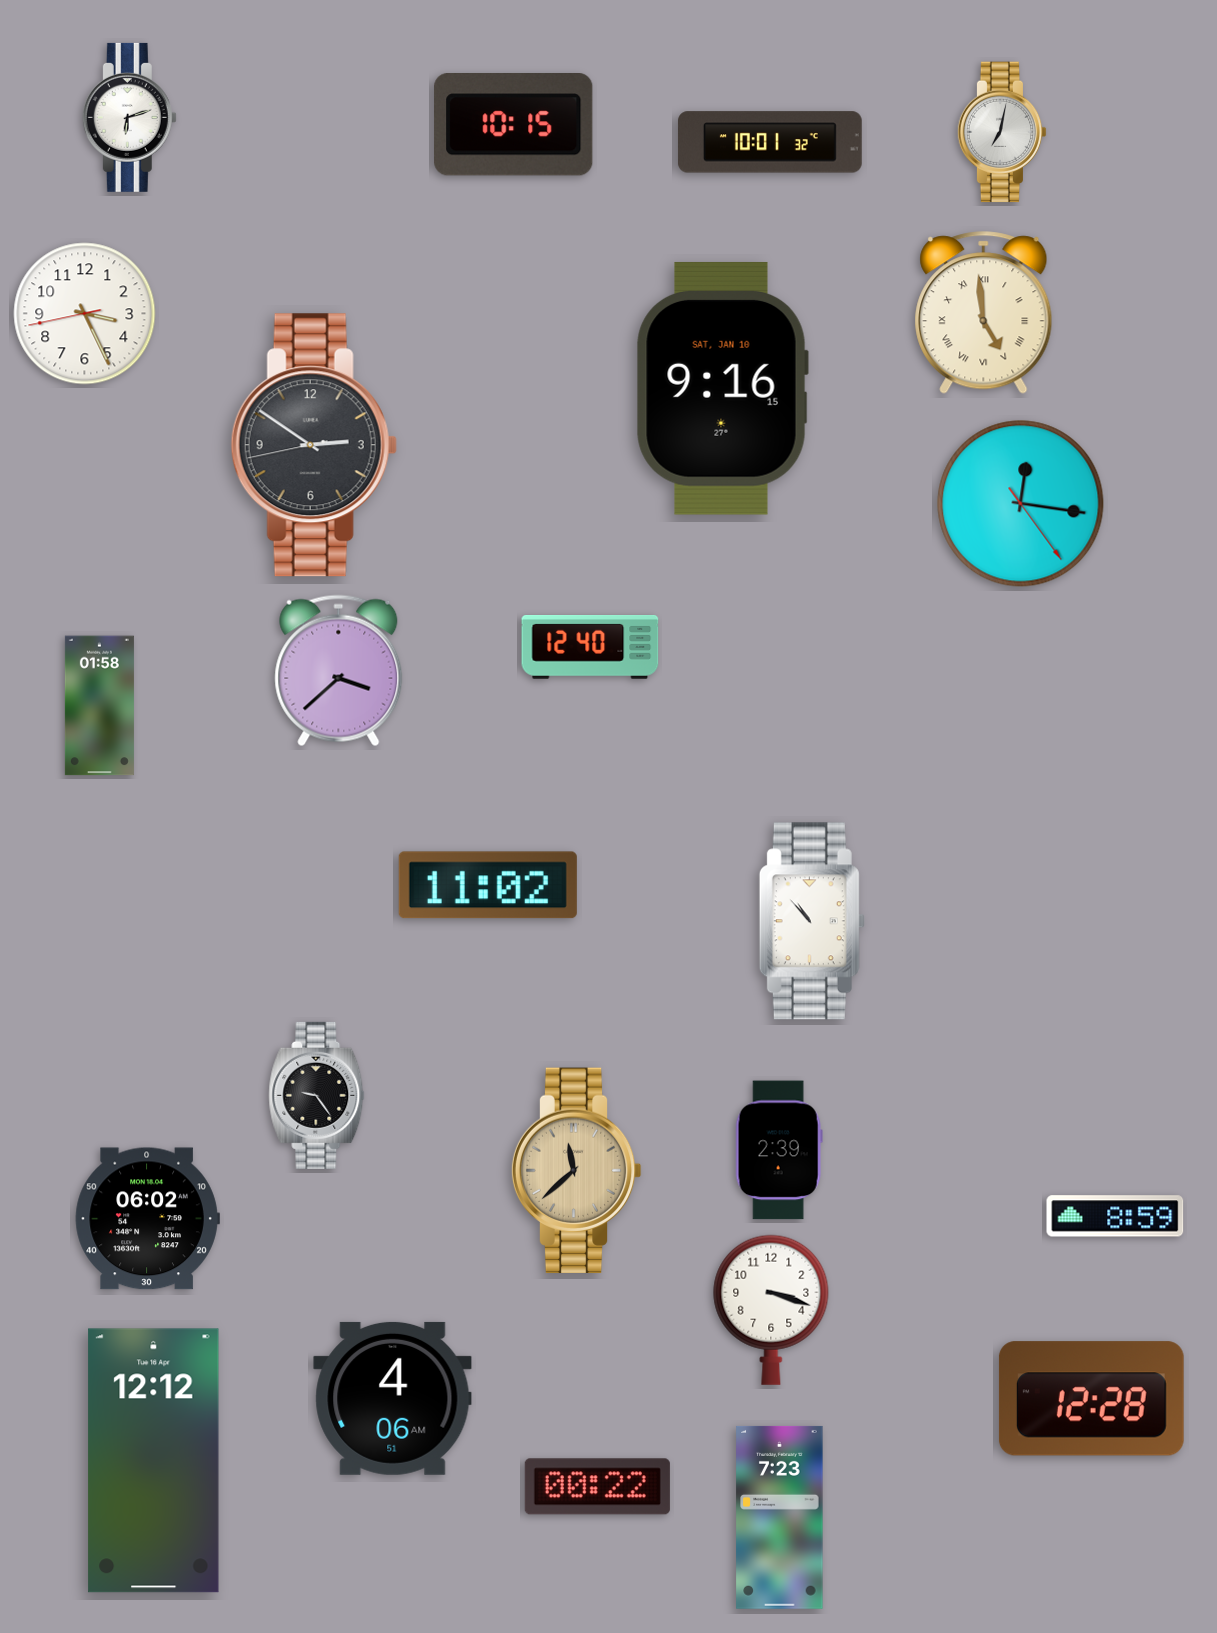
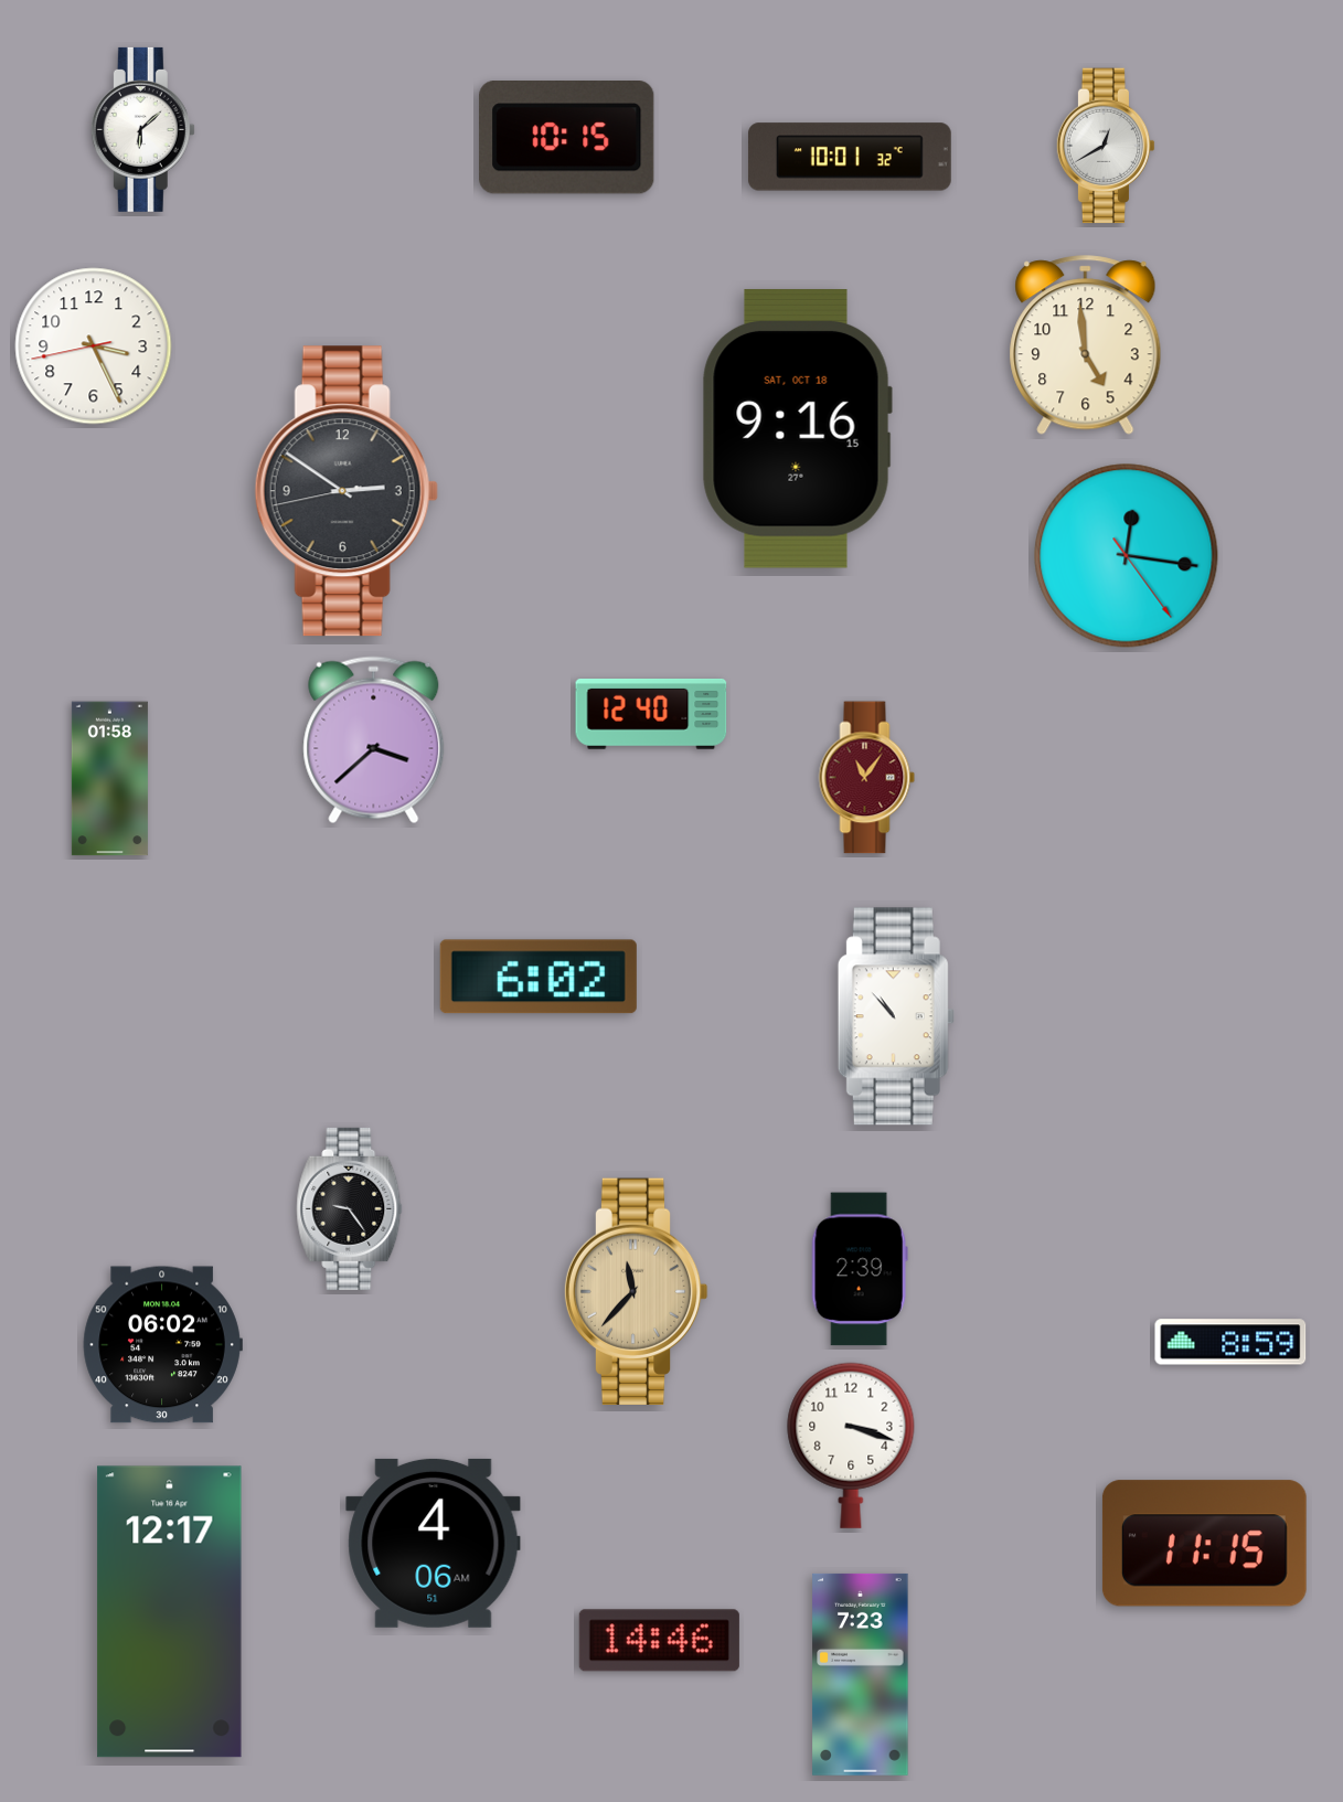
clock at (129, 117): 6:12 -> 6:08
clock at (1002, 132): 7:02 -> 12:40
clock at (984, 313) numerals: Roman -> Arabic
clock at (722, 388) date: SAT, JAN 10 -> SAT, OCT 18
clock at (867, 778): none -> 11:06
clock at (488, 885): 11:02 -> 6:02
clock at (576, 1170): 11:38 -> 11:37
clock at (1091, 1399): 12:28 -> 11:15
clock at (154, 1461): 12:12 -> 12:17
clock at (597, 1487): 00:22 -> 14:46
